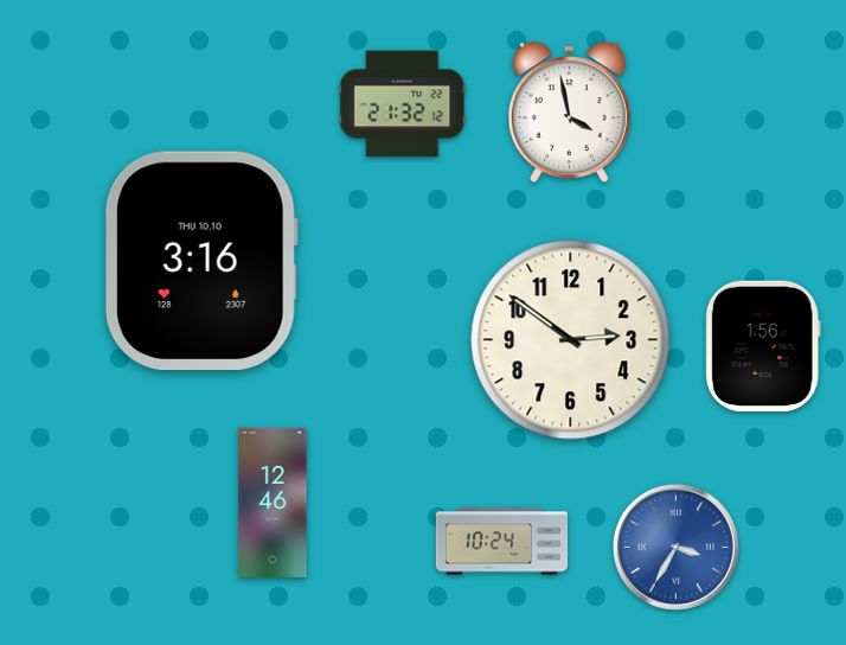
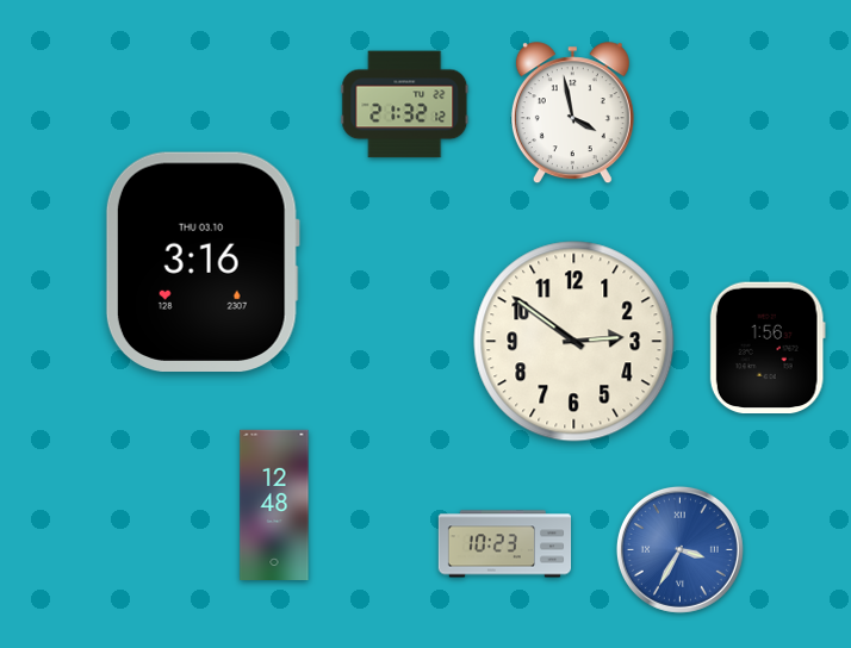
clock at (201, 260) date: THU 10.10 -> THU 03.10
clock at (273, 502): 12:46 -> 12:48
clock at (502, 542): 10:24 -> 10:23
